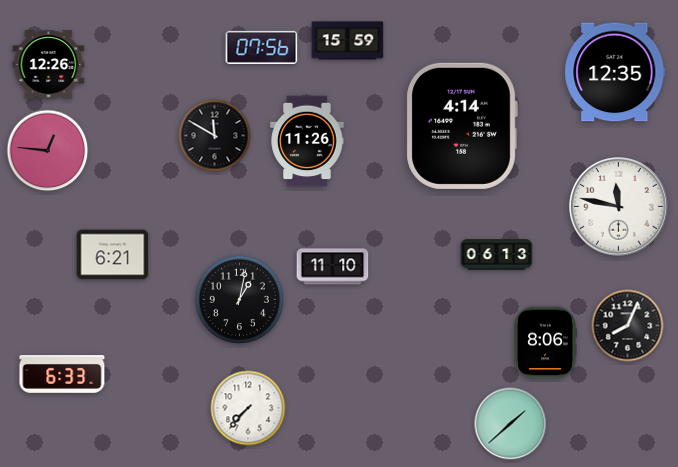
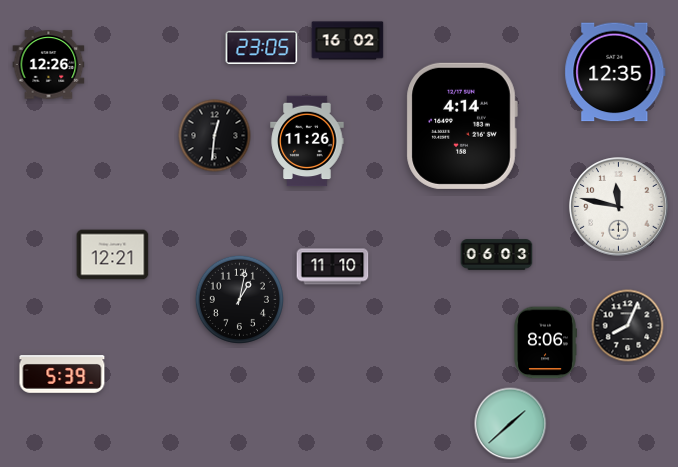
clock at (348, 41): 15:59 -> 16:02
clock at (262, 47): 07:56 -> 23:05
clock at (215, 136): 11:50 -> 12:31
clock at (48, 151): 12:46 -> none
clock at (113, 255): 6:21 -> 12:21
clock at (497, 255): 06:13 -> 06:03
clock at (62, 374): 6:33 -> 5:39
clock at (248, 408): 7:37 -> none
